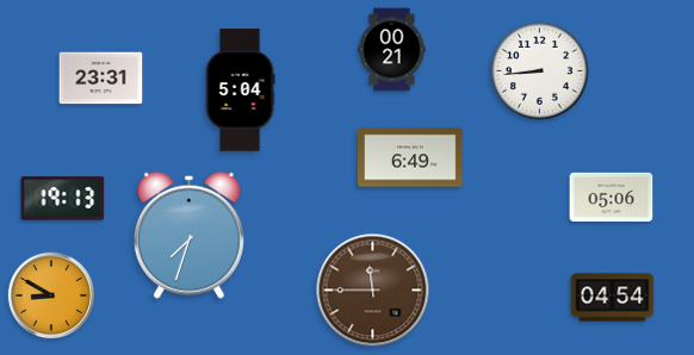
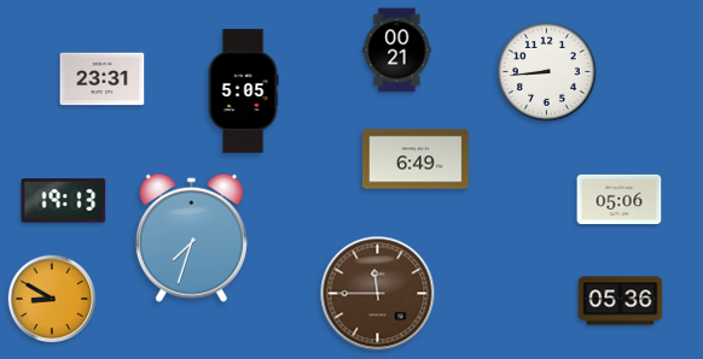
clock at (240, 91): 5:04 -> 5:05
clock at (613, 298): 04:54 -> 05:36
